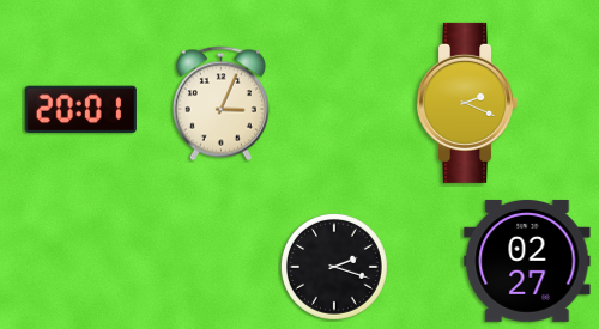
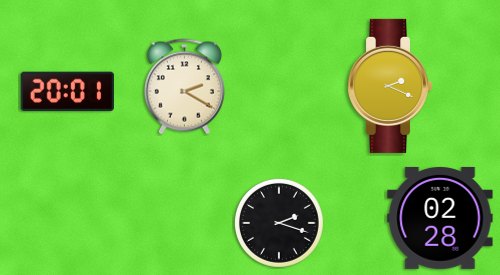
clock at (220, 104): 3:04 -> 2:20
clock at (527, 261): 02:27 -> 02:28
